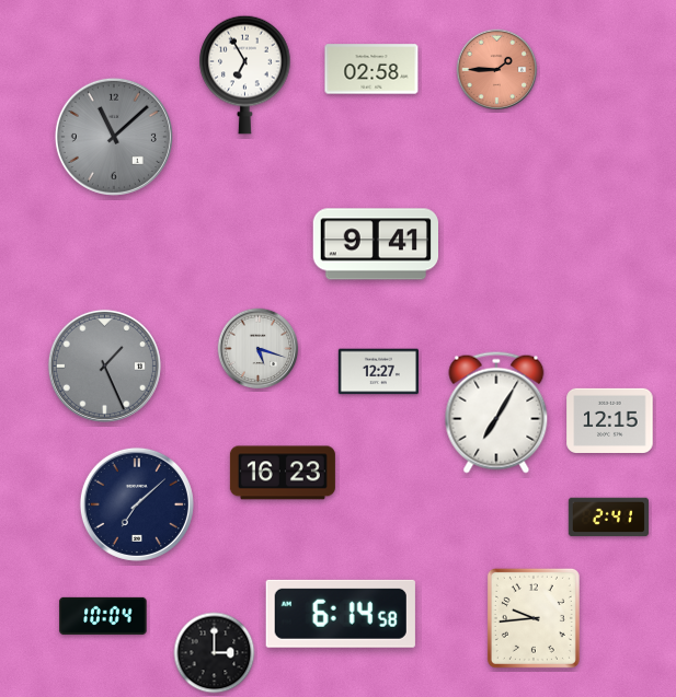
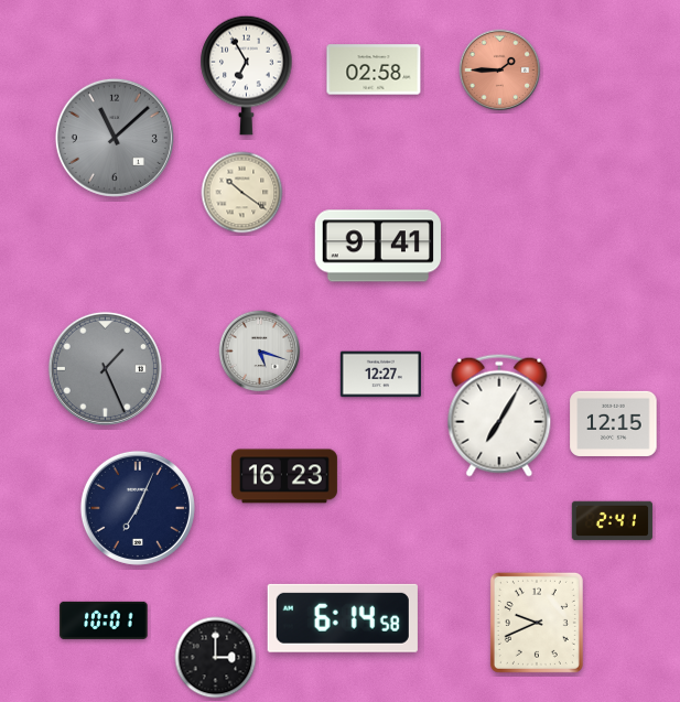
clock at (242, 193): none -> 10:21
clock at (137, 504): 7:08 -> 7:04
clock at (103, 616): 10:04 -> 10:01
clock at (534, 618): 9:44 -> 9:41
